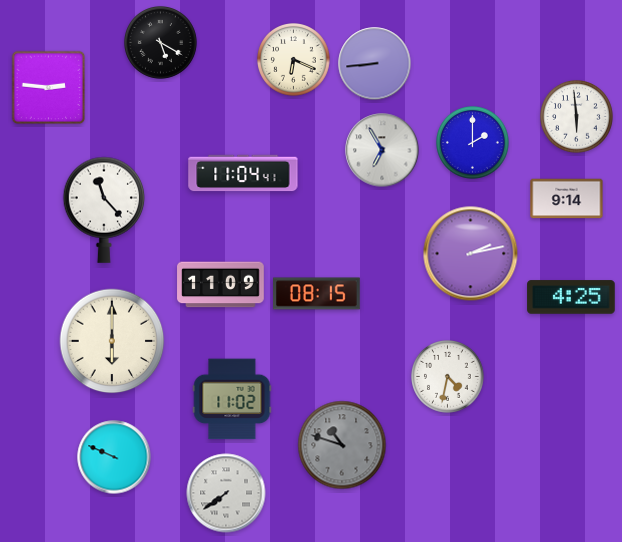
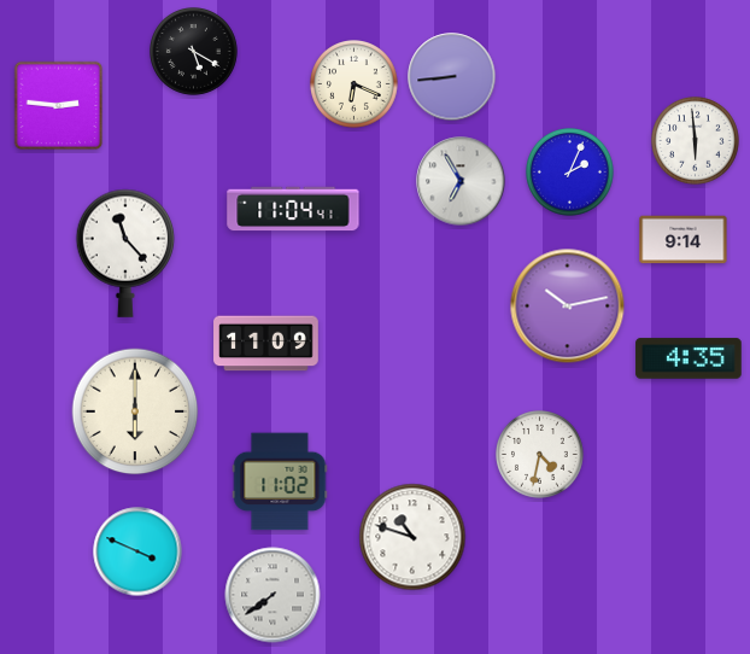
clock at (294, 60) position: (294, 60) -> (355, 84)
clock at (473, 143): 2:00 -> 2:04
clock at (471, 254): 2:13 -> 10:13
clock at (317, 294): 08:15 -> none
clock at (571, 297): 4:25 -> 4:35
clock at (342, 445) dial: grey -> white
clock at (114, 457): 9:49 -> 3:49
